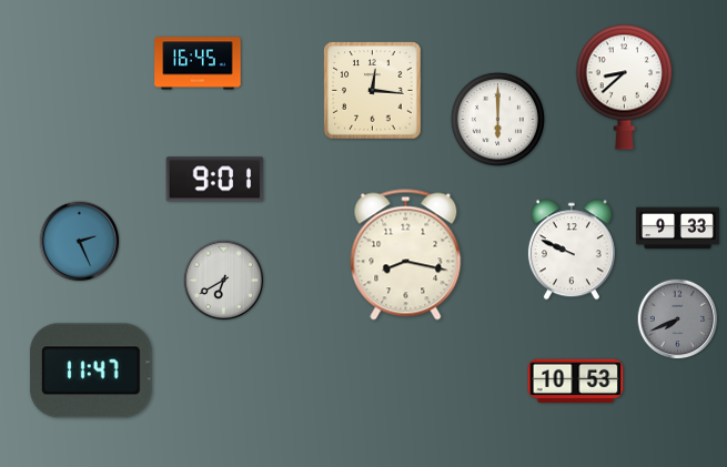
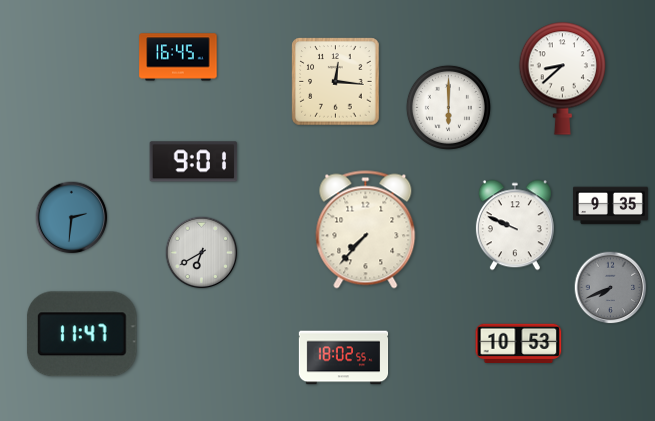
clock at (677, 229): 9:33 -> 9:35
clock at (80, 242): 2:26 -> 2:31
clock at (406, 255): 8:17 -> 7:37
clock at (344, 358): none -> 18:02
